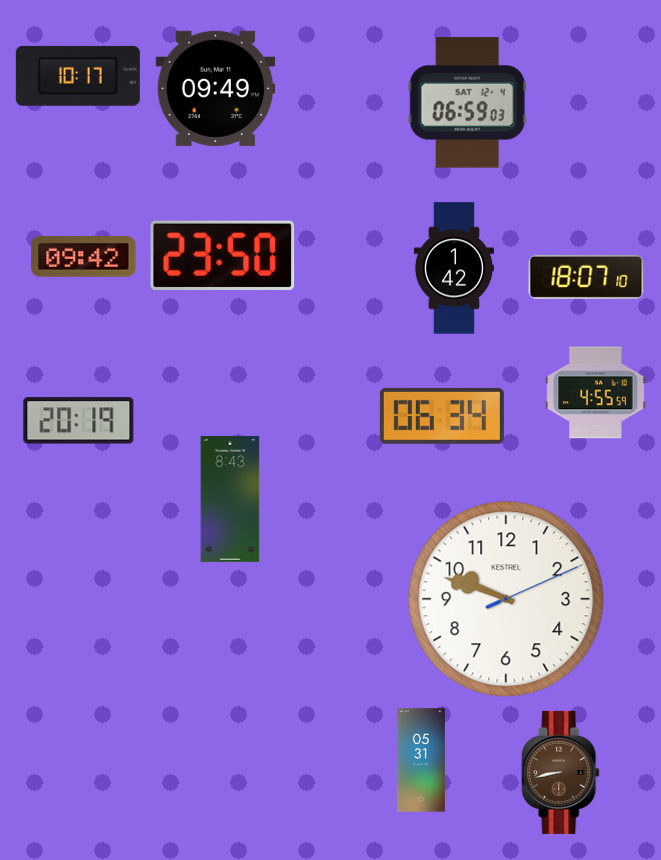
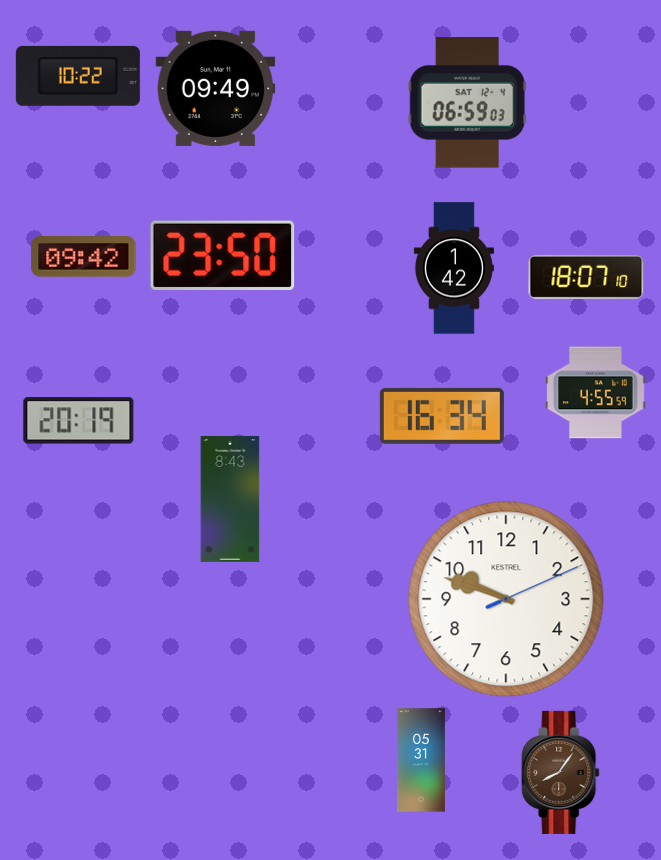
clock at (78, 76): 10:17 -> 10:22
clock at (442, 416): 06:34 -> 16:34
clock at (561, 772): 8:43 -> 8:06
